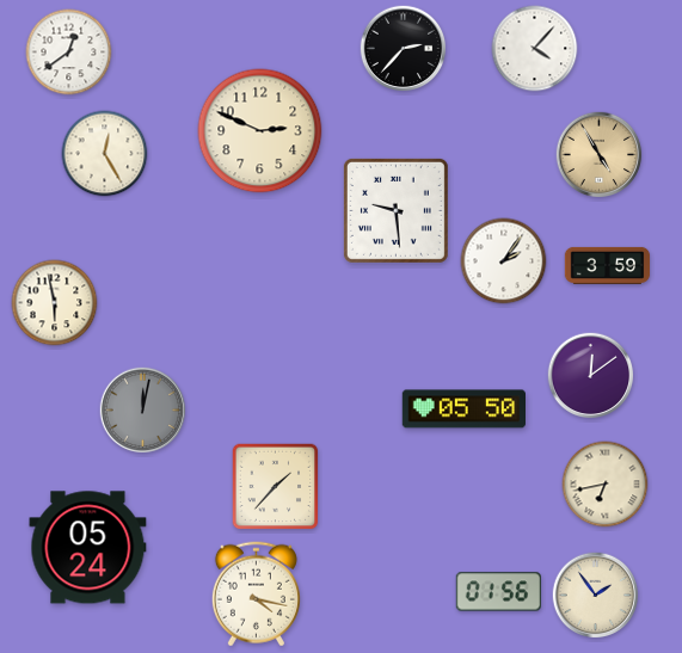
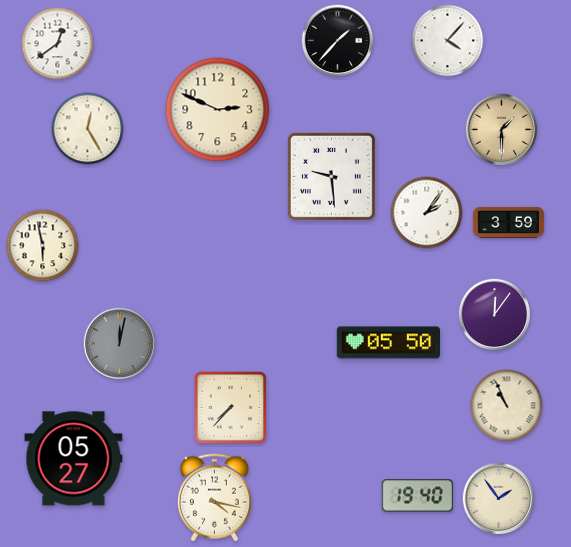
clock at (404, 49): 2:37 -> 1:37
clock at (600, 155): 4:55 -> 1:30
clock at (504, 261) position: (504, 261) -> (427, 213)
clock at (55, 303) position: (55, 303) -> (43, 246)
clock at (591, 376): 12:09 -> 12:06
clock at (606, 485): 6:43 -> 10:56
clock at (276, 487): 1:37 -> 7:37
clock at (88, 548): 05:24 -> 05:27
clock at (498, 592): 01:56 -> 19:40
